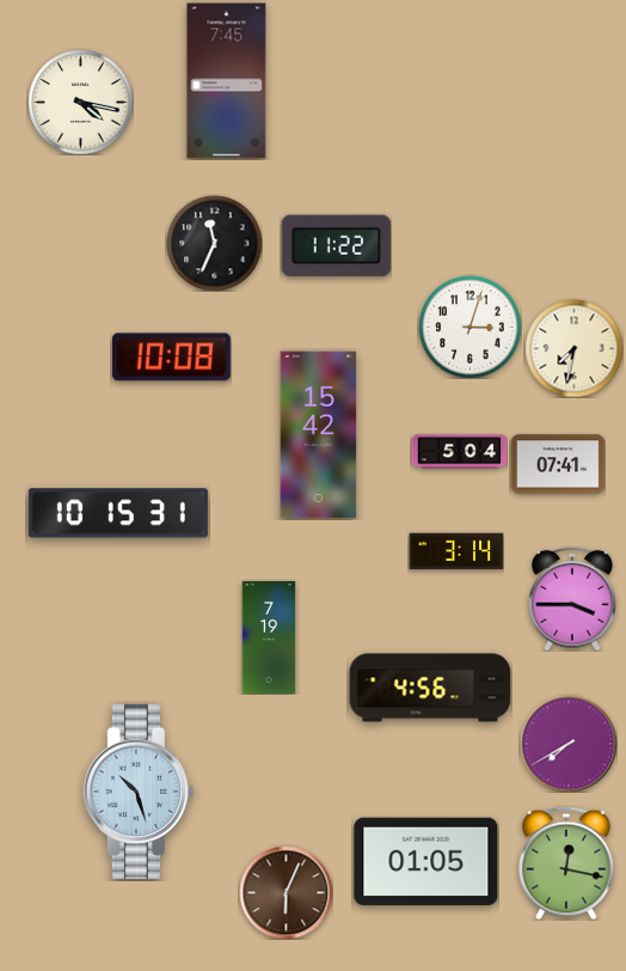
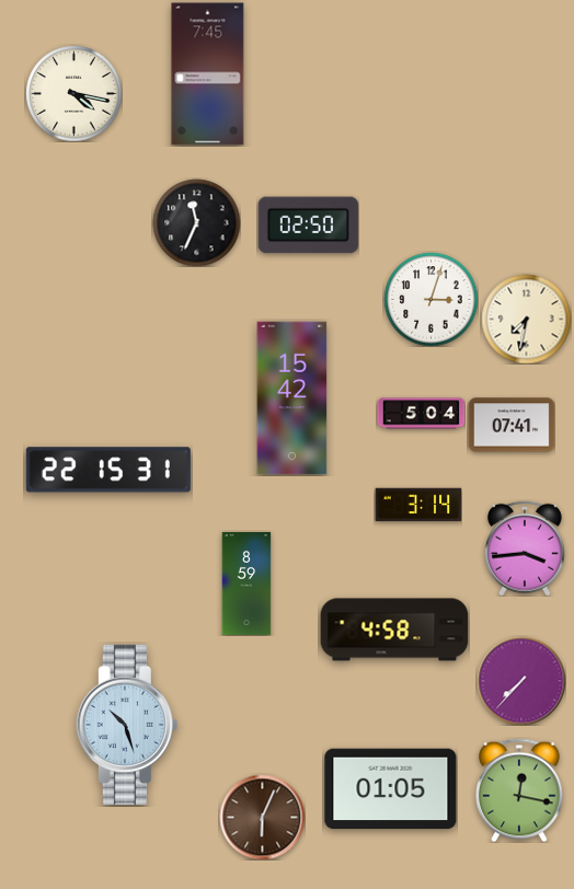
clock at (336, 246): 11:22 -> 02:50
clock at (172, 358): 10:08 -> none
clock at (118, 513): 10:15 -> 22:15
clock at (572, 599): 3:45 -> 3:44
clock at (269, 637): 7:19 -> 8:59
clock at (430, 688): 4:56 -> 4:58
clock at (569, 744): 7:40 -> 7:37
